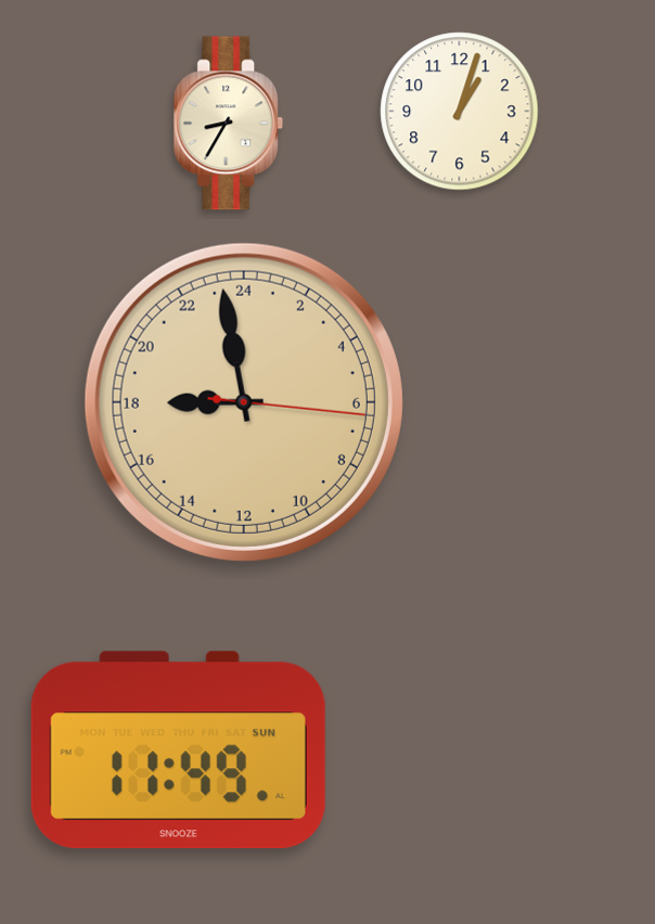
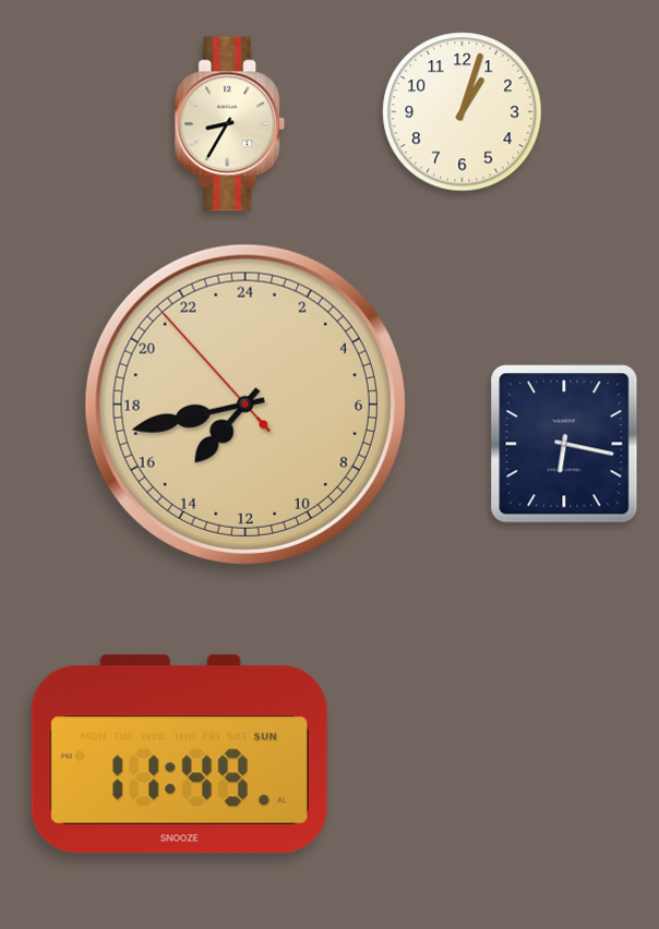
clock at (244, 402): 17:58 -> 14:42
clock at (564, 444): none -> 6:17
